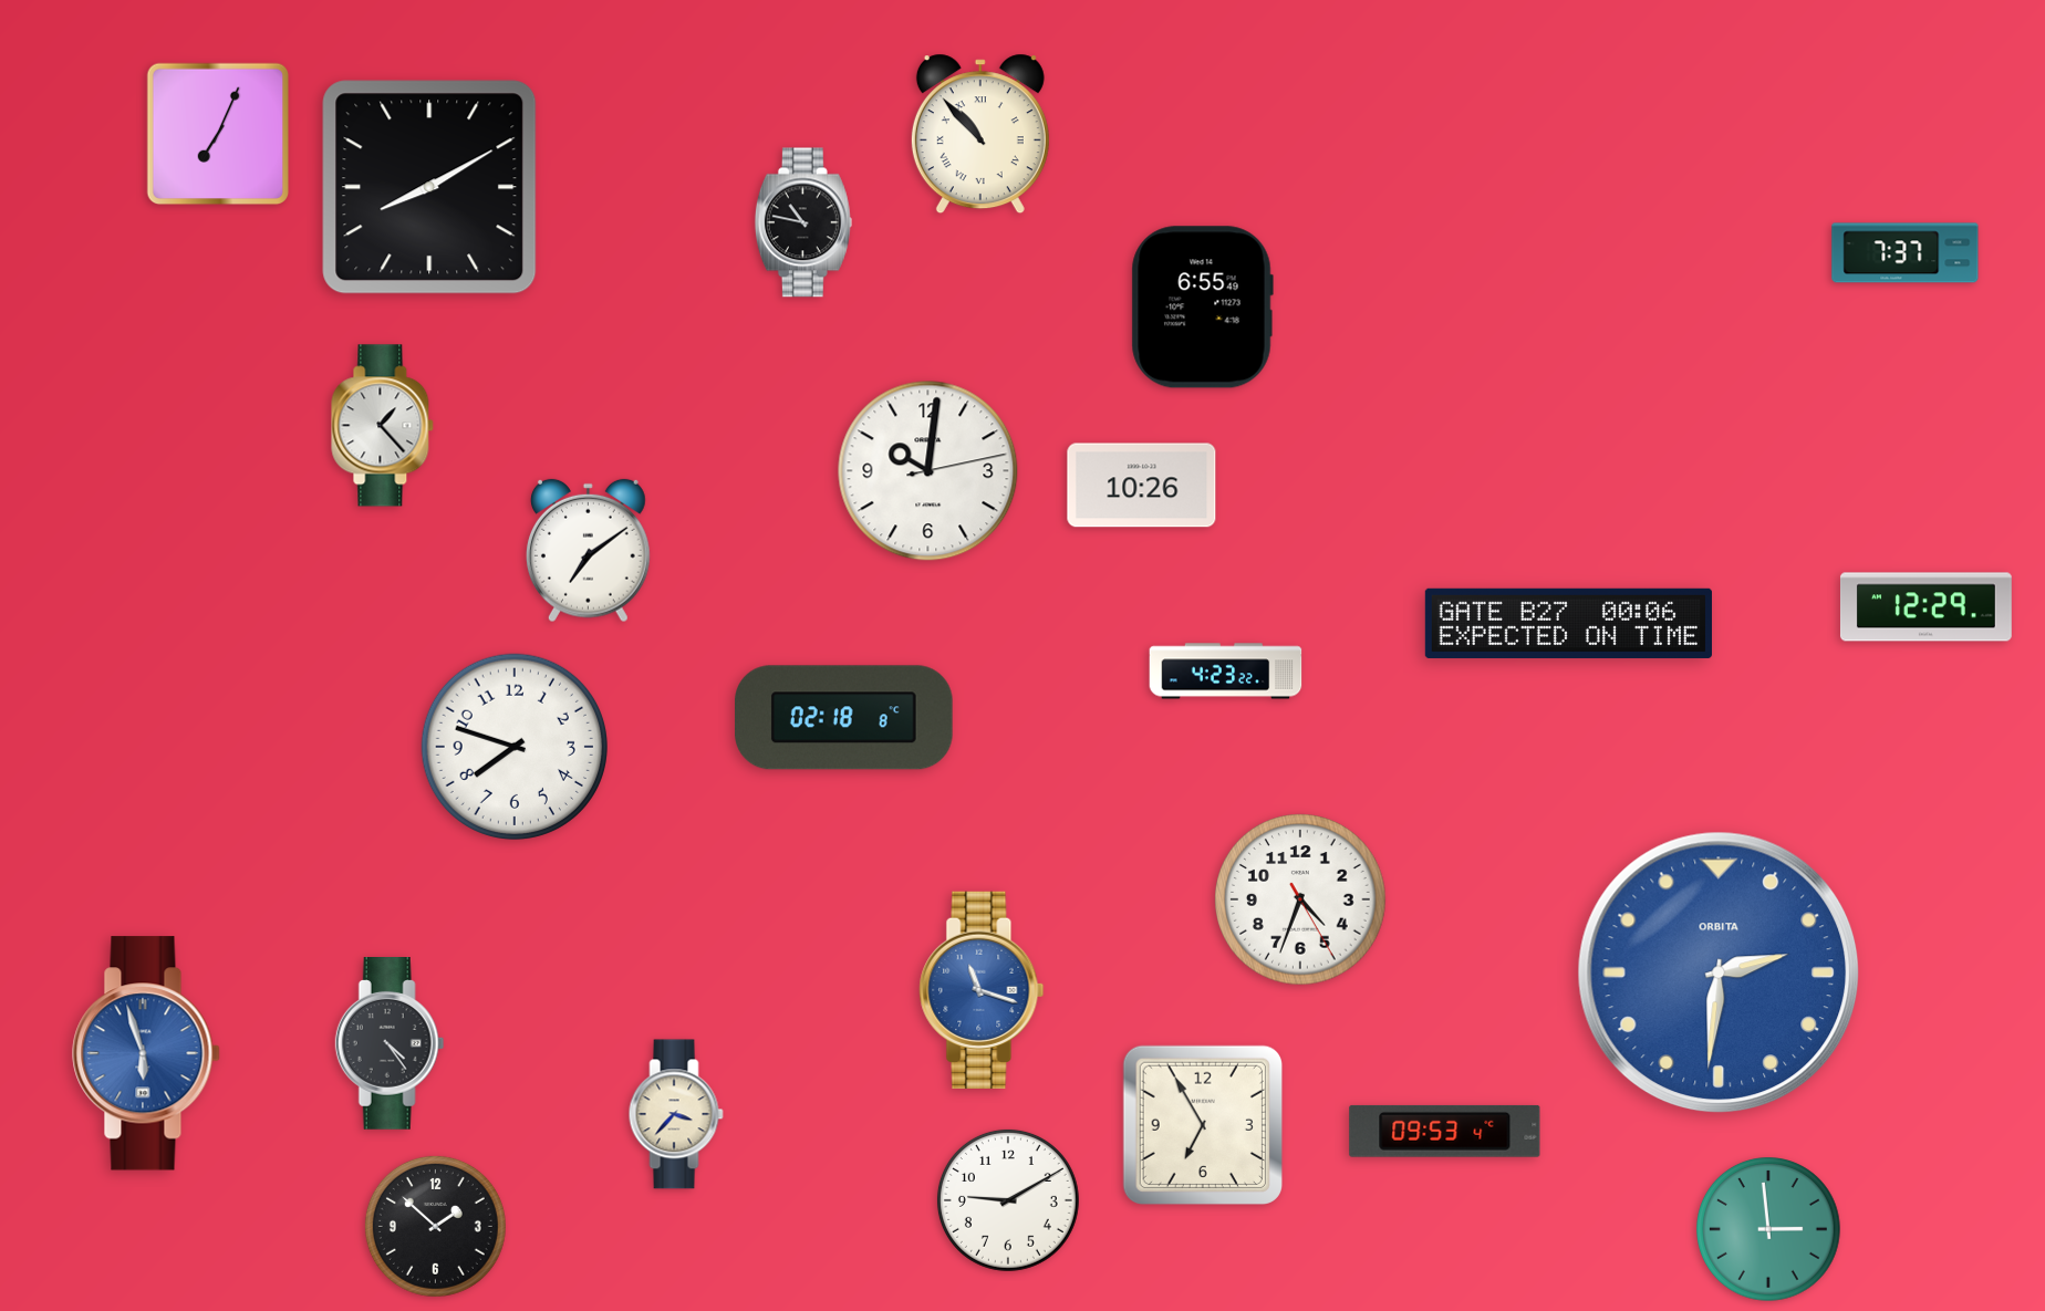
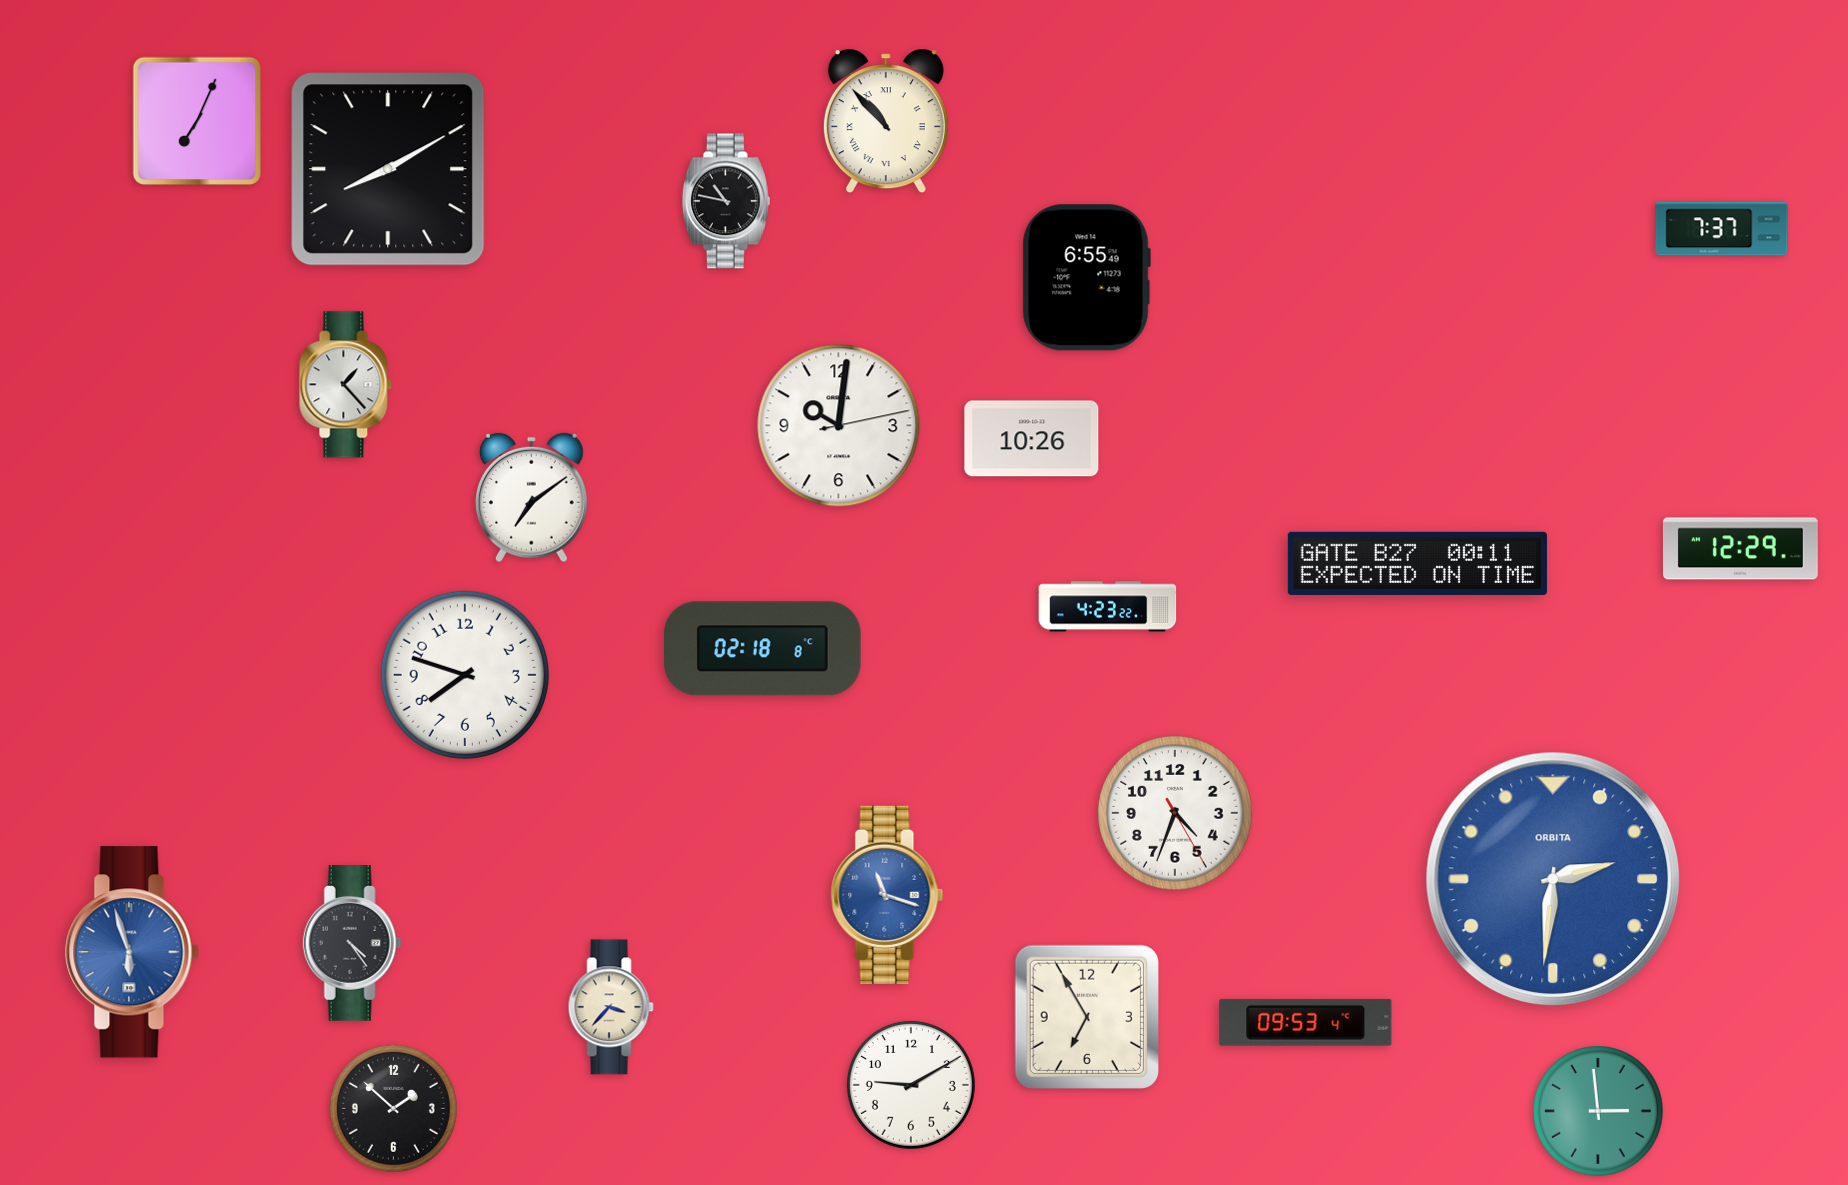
clock at (1568, 623): 00:06 -> 00:11
